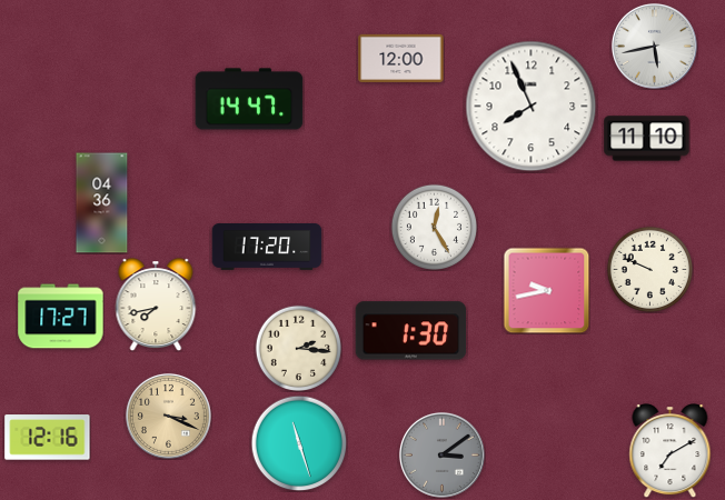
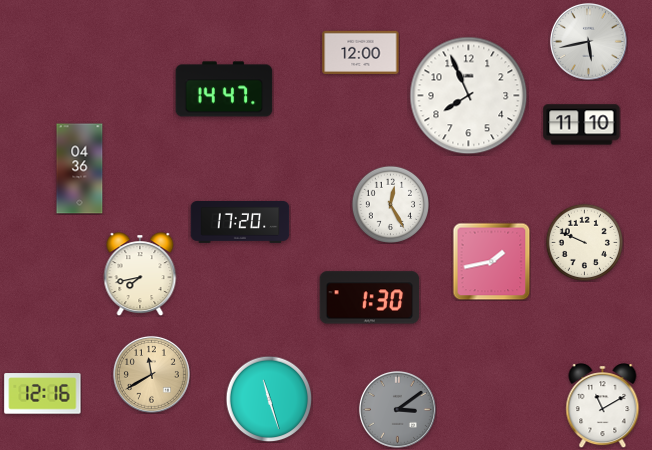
clock at (532, 107) position: (532, 107) -> (469, 96)
clock at (102, 203) position: (102, 203) -> (80, 169)
clock at (546, 290): 9:43 -> 1:43
clock at (61, 317): 17:27 -> none
clock at (298, 348): 2:16 -> none
clock at (168, 416): 3:19 -> 11:40
clock at (671, 451): 7:10 -> 11:10
